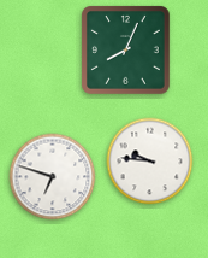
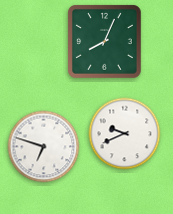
clock at (150, 162): 9:46 -> 9:41
